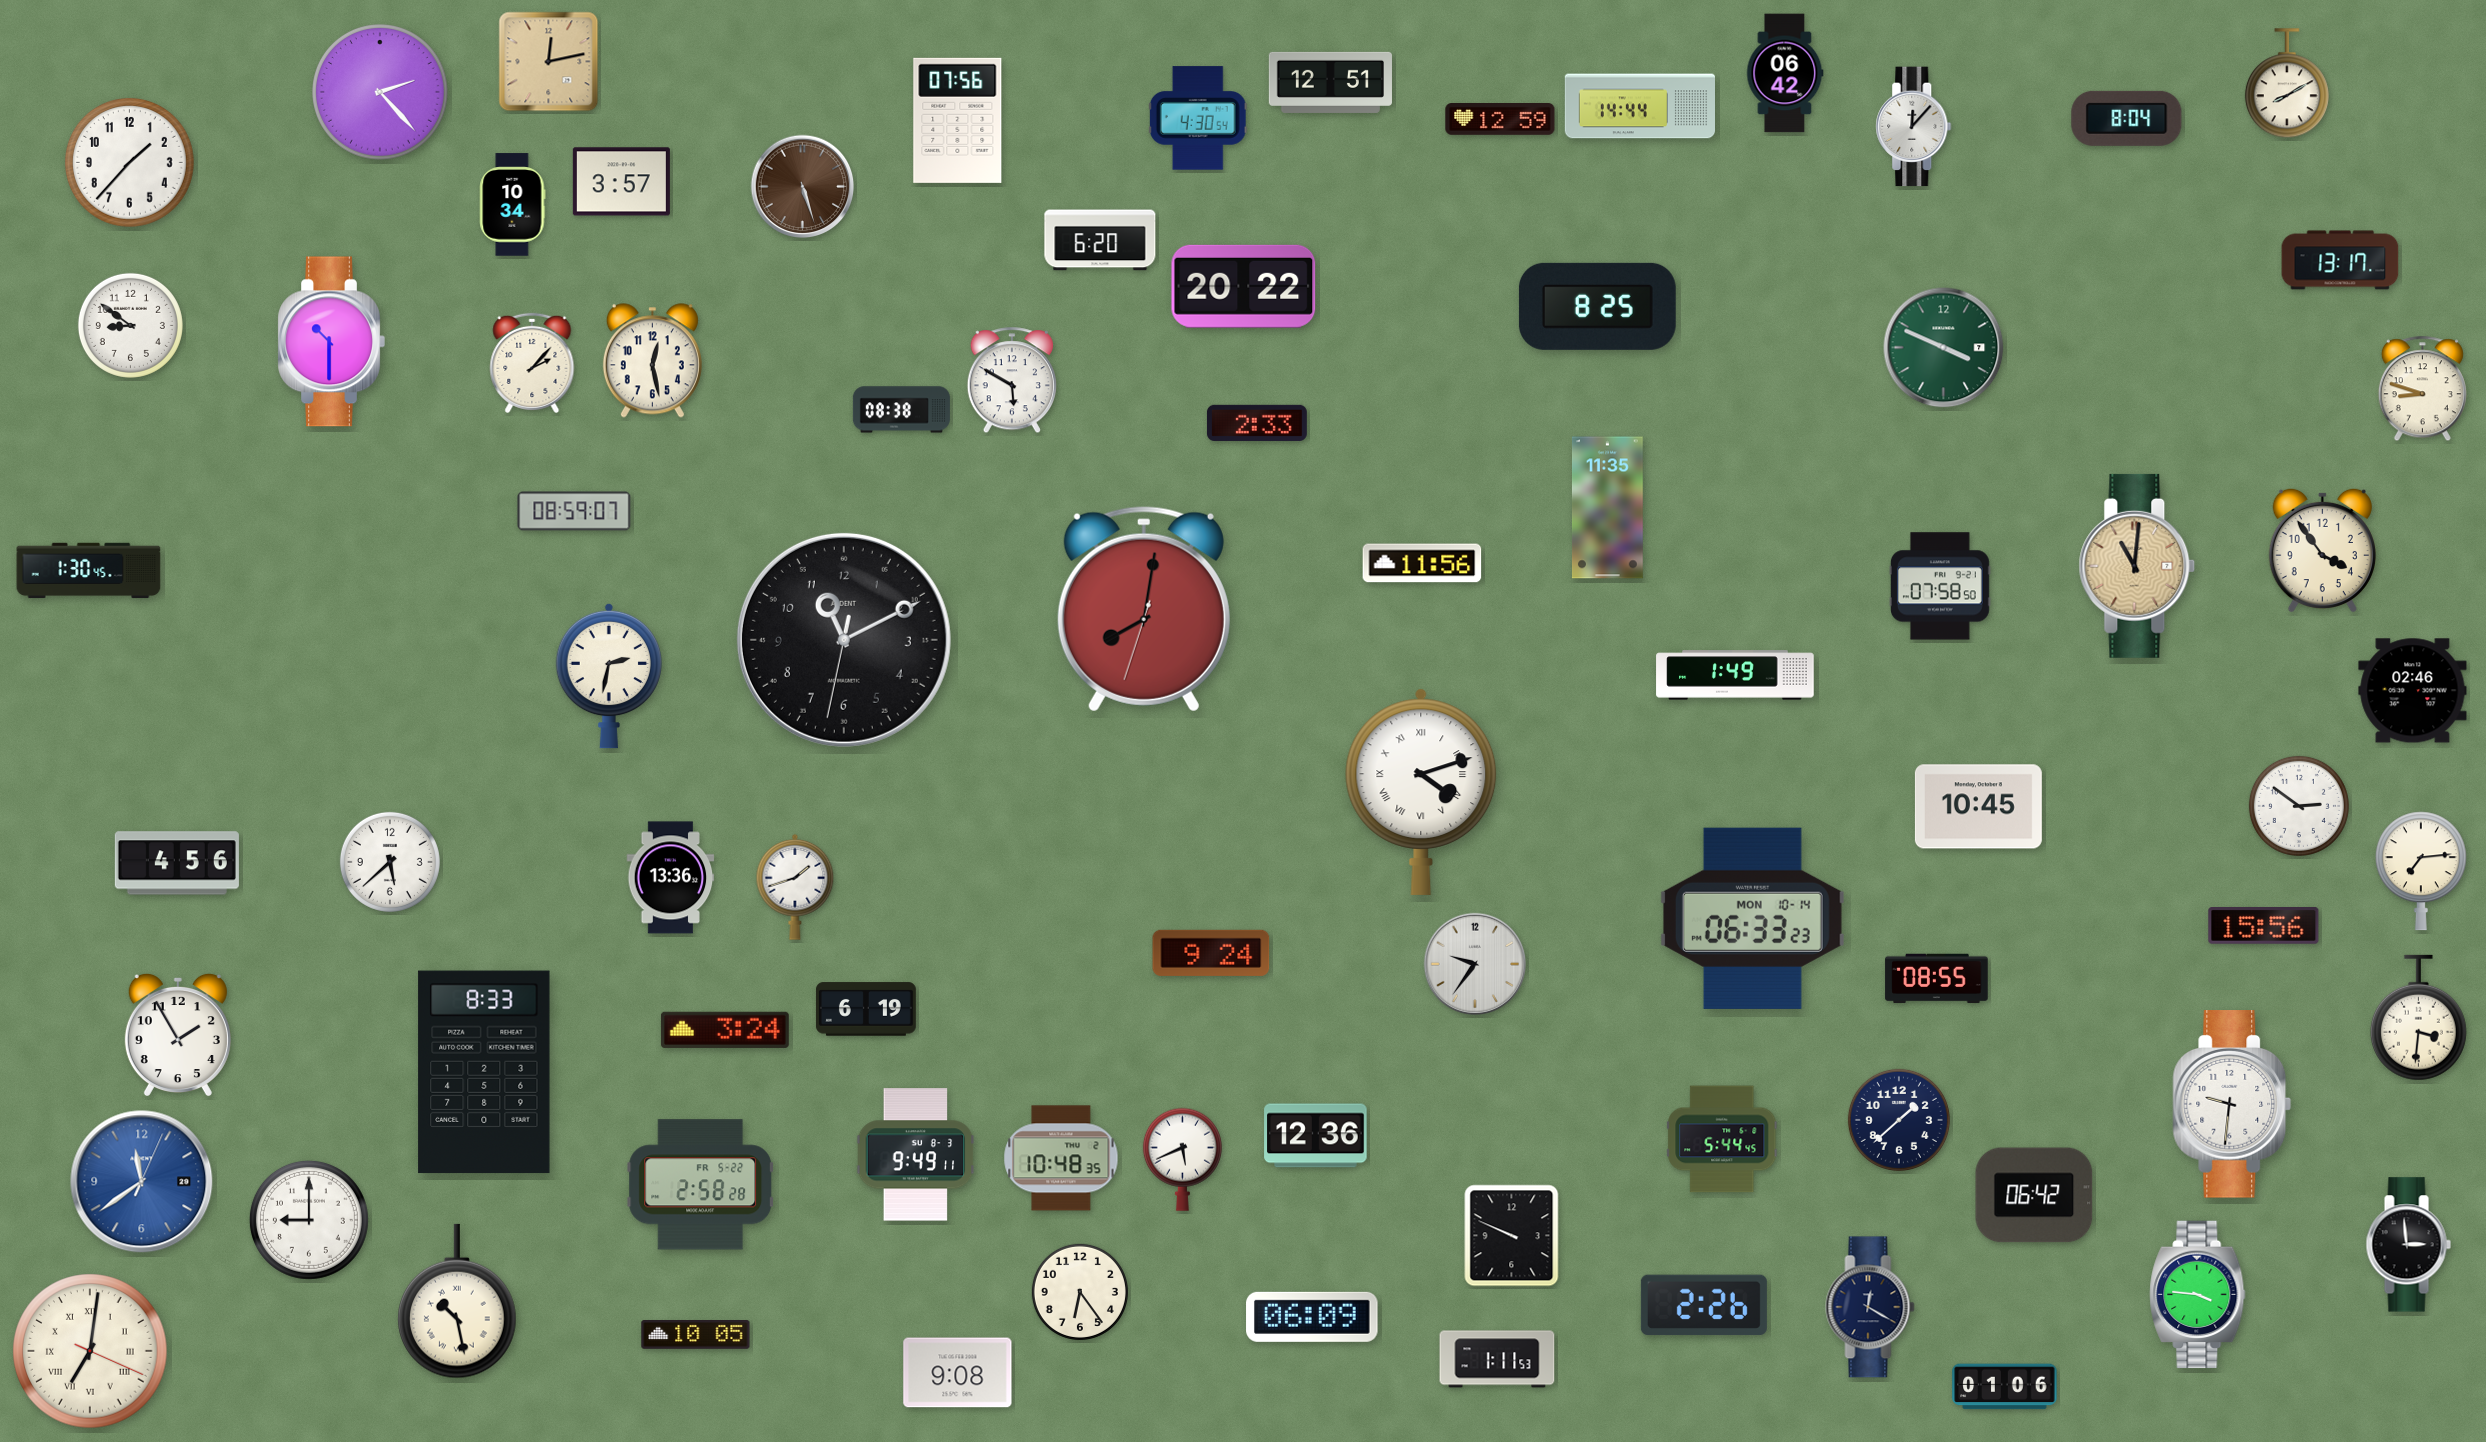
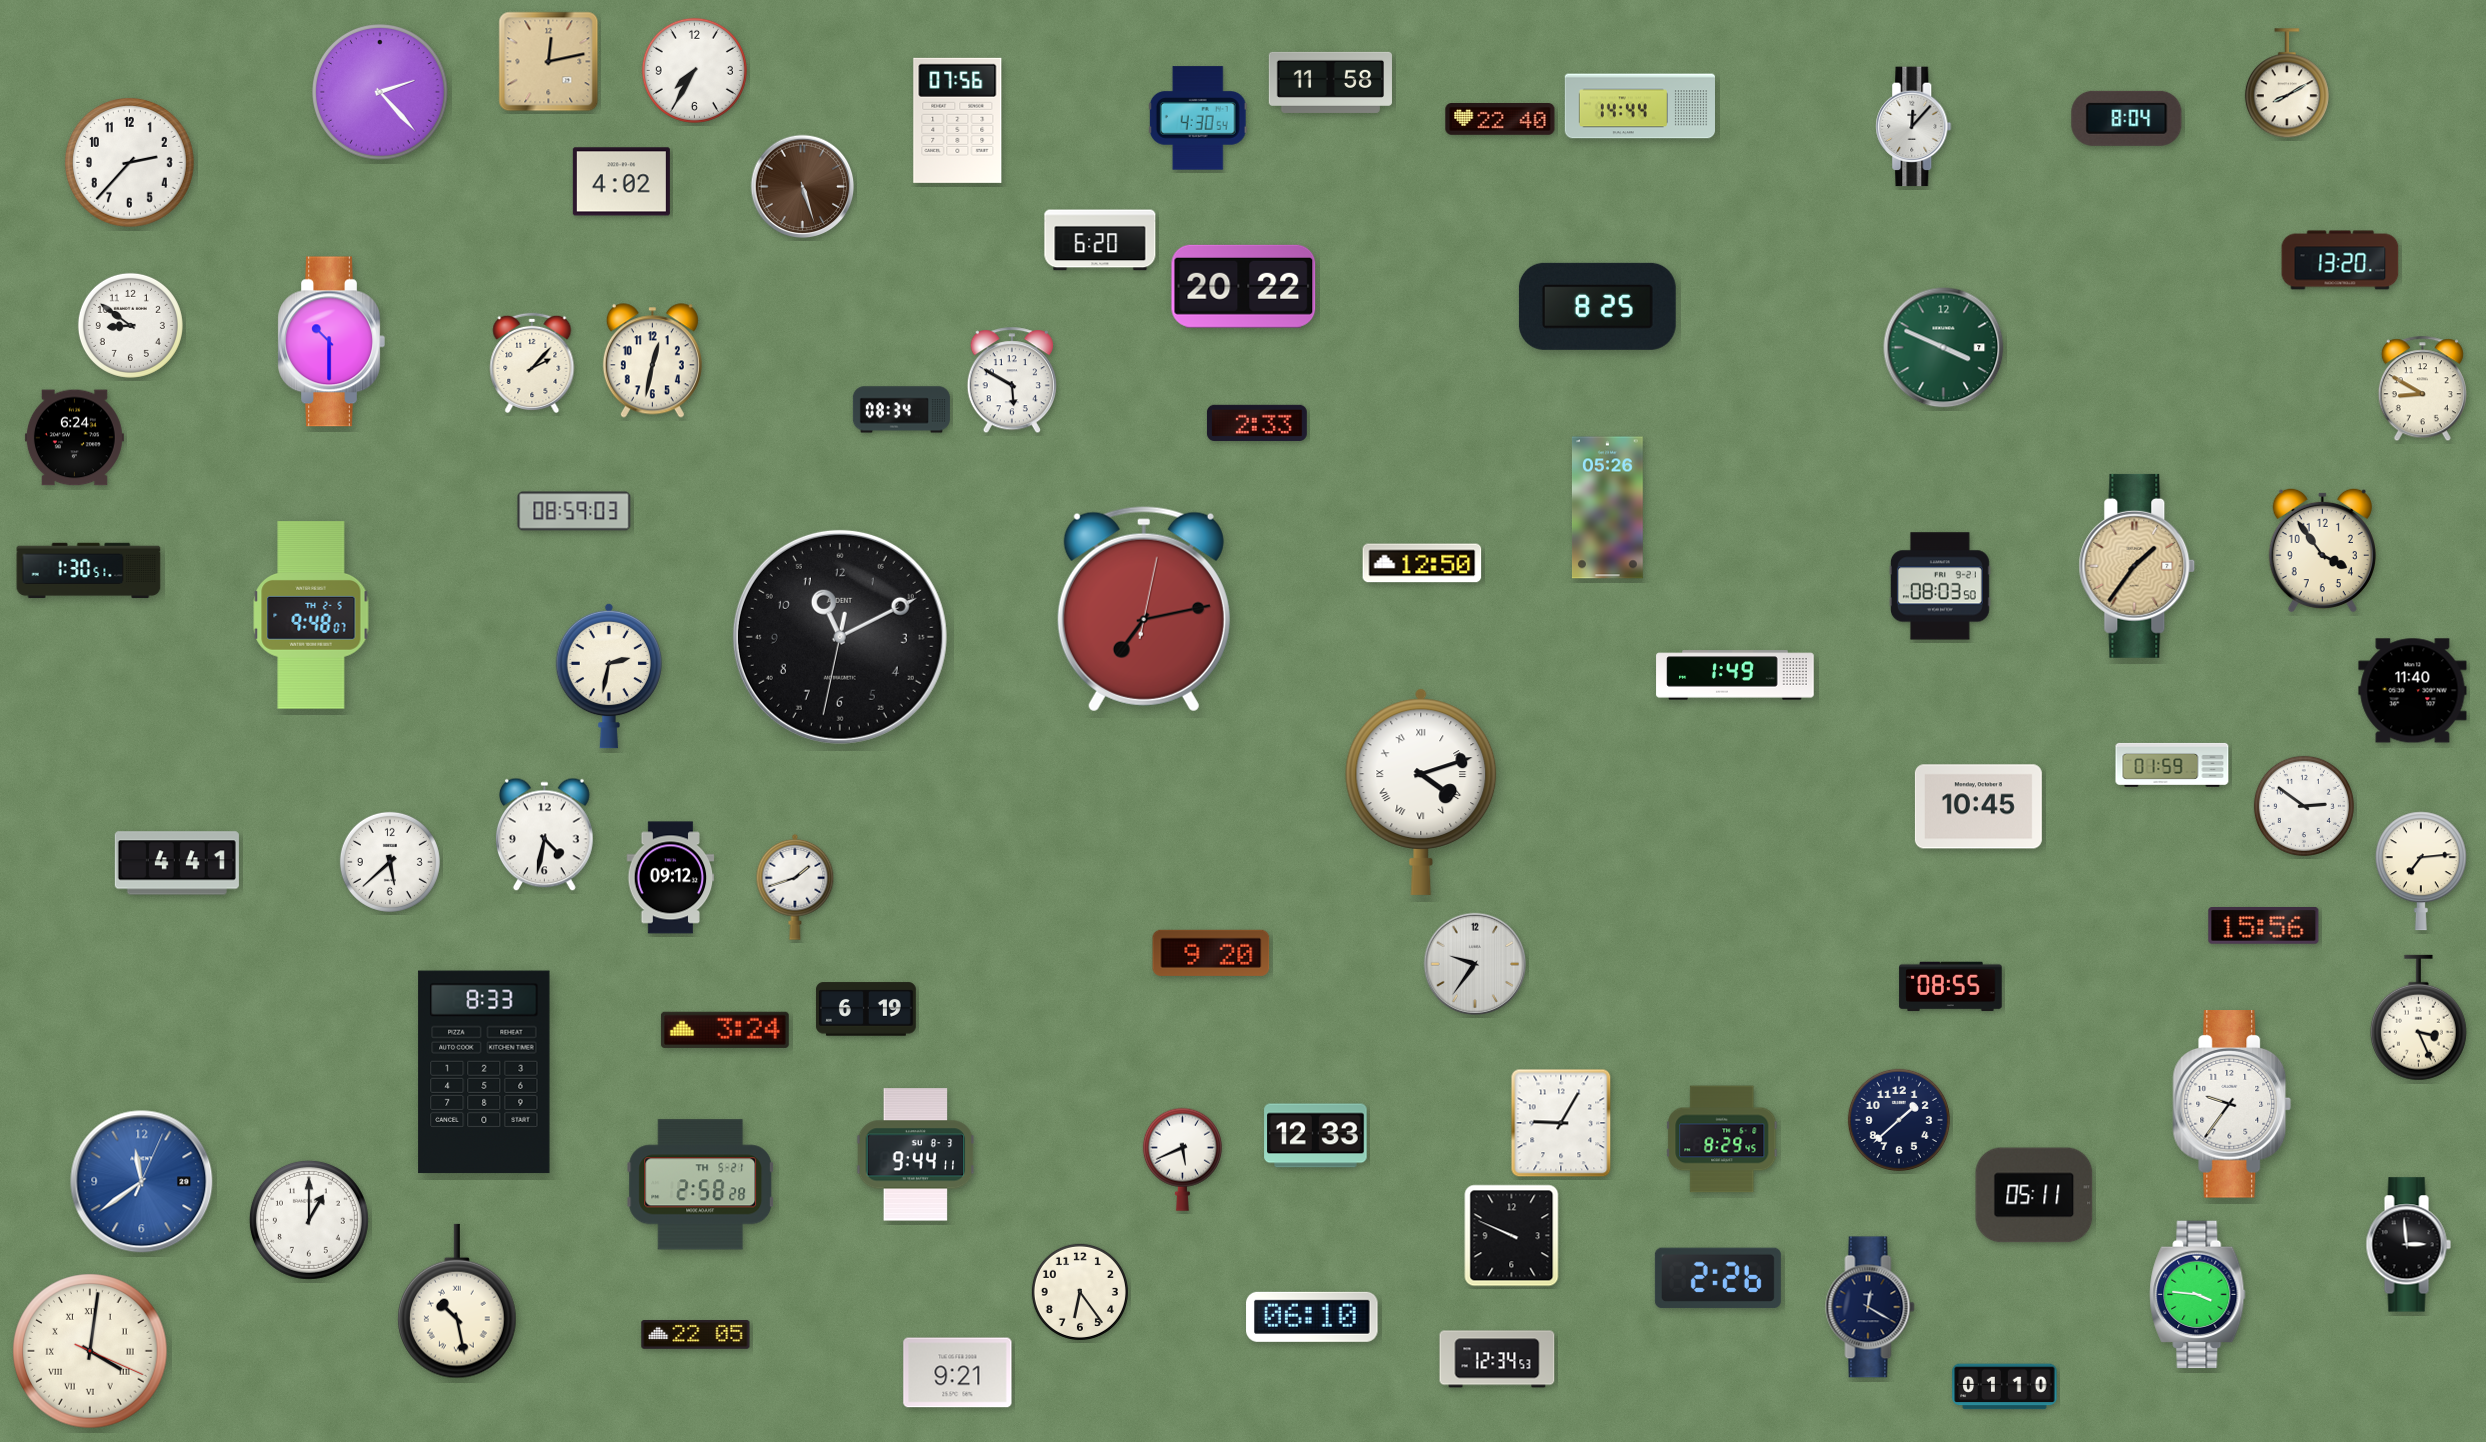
clock at (694, 70): none -> 7:35
clock at (1785, 73): 06:42 -> none
clock at (1330, 82): 12:51 -> 11:58
clock at (1500, 120): 12:59 -> 22:40
clock at (129, 162): 1:37 -> 2:37
clock at (621, 182): 3:57 -> 4:02
clock at (513, 205): 10:34 -> none
clock at (2340, 260): 13:17 -> 13:20
clock at (652, 361): 12:28 -> 12:32
clock at (2422, 389): 8:48 -> 8:50
clock at (901, 410): 08:38 -> 08:34
clock at (74, 438): none -> 6:24
clock at (1608, 508): 11:35 -> 05:26
clock at (574, 511): 08:59:07 -> 08:59:03
clock at (1422, 563): 11:56 -> 12:50
clock at (2137, 566): 11:01 -> 1:36
clock at (89, 571): 1:30:45 -> 1:30:51
clock at (1940, 586): 07:58 -> 08:03
clock at (1144, 609): 8:01 -> 7:13
clock at (311, 615): none -> 9:48
clock at (844, 640) position: (844, 640) -> (840, 637)
clock at (2413, 691): 02:46 -> 11:40
clock at (2172, 765): none -> 01:59
clock at (2299, 806) position: (2299, 806) -> (2304, 806)
clock at (545, 835): none -> 4:32
clock at (177, 863): 4:56 -> 4:41
clock at (671, 878): 13:36 -> 09:12
clock at (1752, 918): 06:33 -> none
clock at (1211, 953): 9:24 -> 9:20
clock at (1937, 979) position: (1937, 979) -> (1951, 987)
clock at (2418, 1018): 3:31 -> 3:26
clock at (178, 1035): 1:55 -> none
clock at (2232, 1104): 9:31 -> 9:36
clock at (1561, 1123): none -> 9:05
clock at (1316, 1136): 12:36 -> 12:33
clock at (1722, 1139): 5:44 -> 8:29
clock at (916, 1155): 9:49 -> 9:44
clock at (1061, 1158): 10:48 -> none
clock at (701, 1185) date: FR 5-22 -> TH 5-21
clock at (2034, 1195): 06:42 -> 05:11
clock at (309, 1220): 9:00 -> 1:00
clock at (1704, 1305) position: (1704, 1305) -> (1718, 1278)
clock at (1312, 1317): 06:09 -> 06:10
clock at (696, 1335): 10:05 -> 22:05
clock at (90, 1351): 7:01 -> 4:01
clock at (1497, 1359): 1:11 -> 12:34
clock at (958, 1373): 9:08 -> 9:21
clock at (2005, 1387): 01:06 -> 01:10
